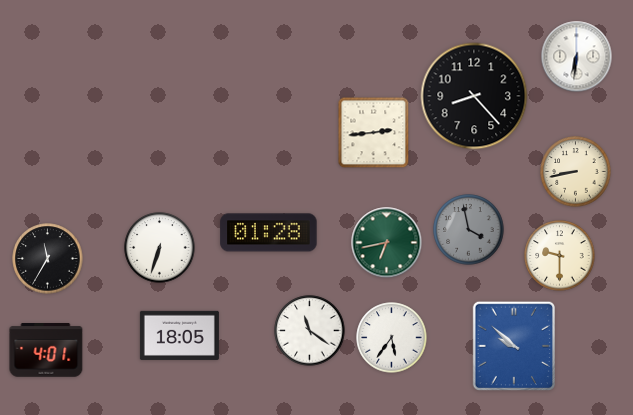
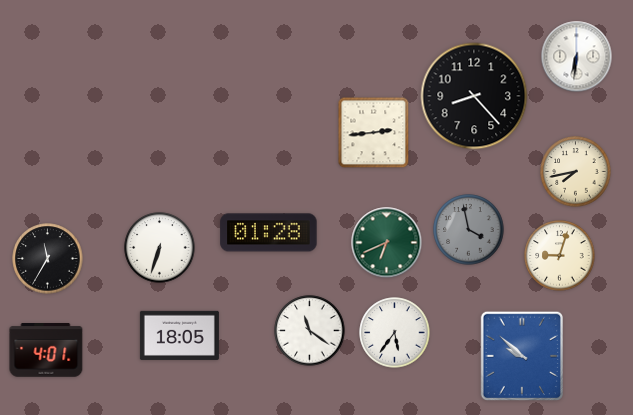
clock at (576, 172): 8:43 -> 7:43
clock at (387, 243): 6:43 -> 6:41
clock at (560, 256): 9:30 -> 9:03
clock at (392, 338) position: (392, 338) -> (395, 333)
clock at (513, 346) position: (513, 346) -> (521, 356)
